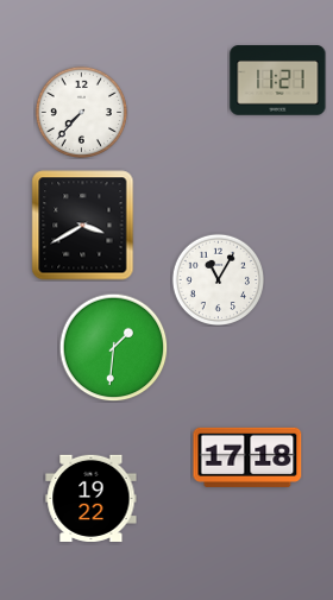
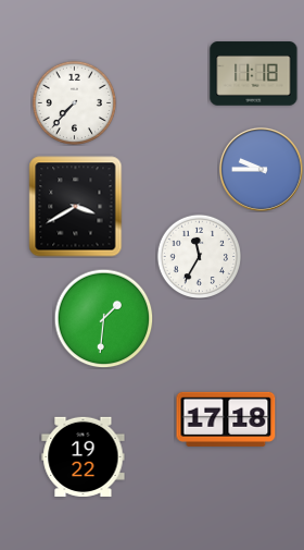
clock at (278, 81): 11:21 -> 11:18
clock at (261, 169): none -> 9:45
clock at (218, 279): 11:05 -> 11:35
